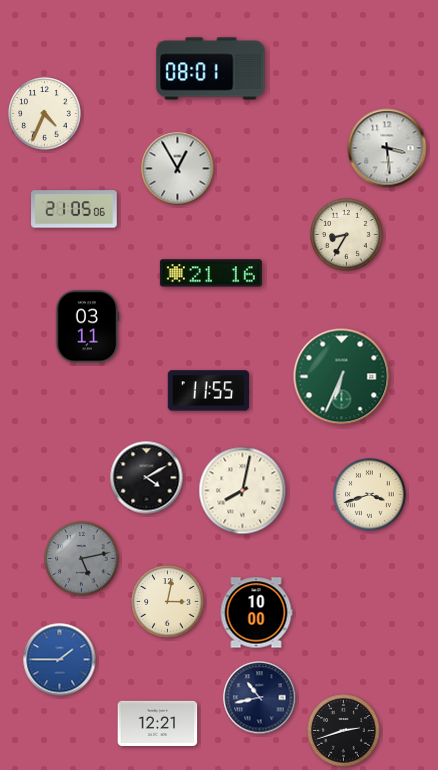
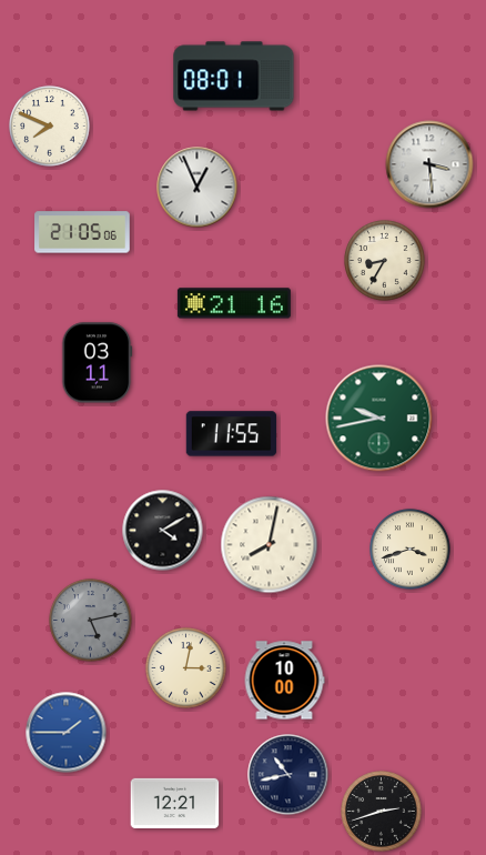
clock at (45, 114): 4:34 -> 7:49
clock at (178, 169): 12:55 -> 12:56
clock at (342, 377): 6:34 -> 9:43
